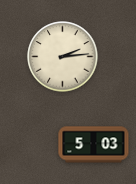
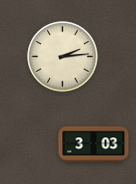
clock at (94, 145): 5:03 -> 3:03
